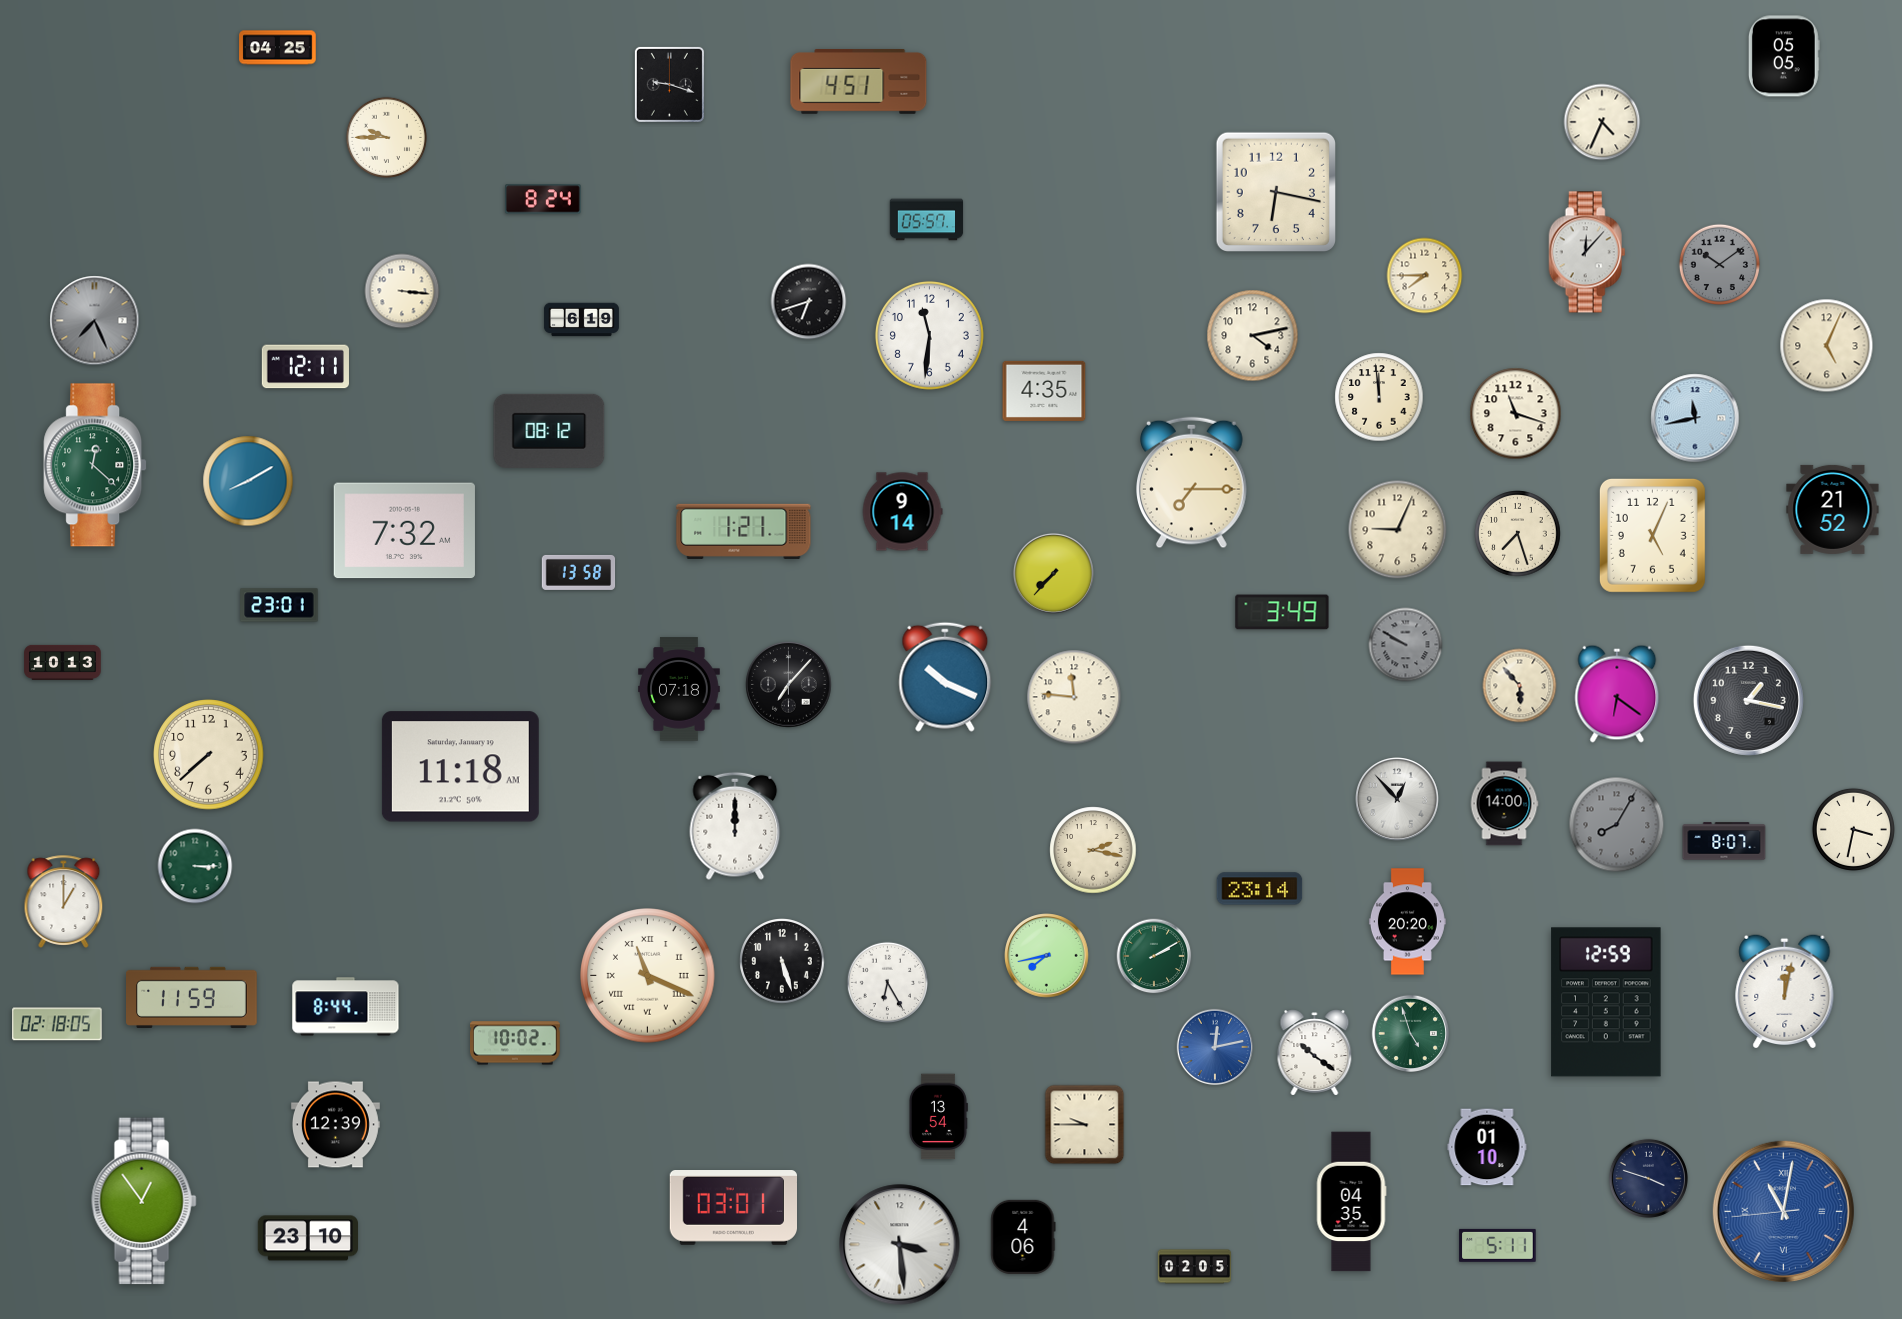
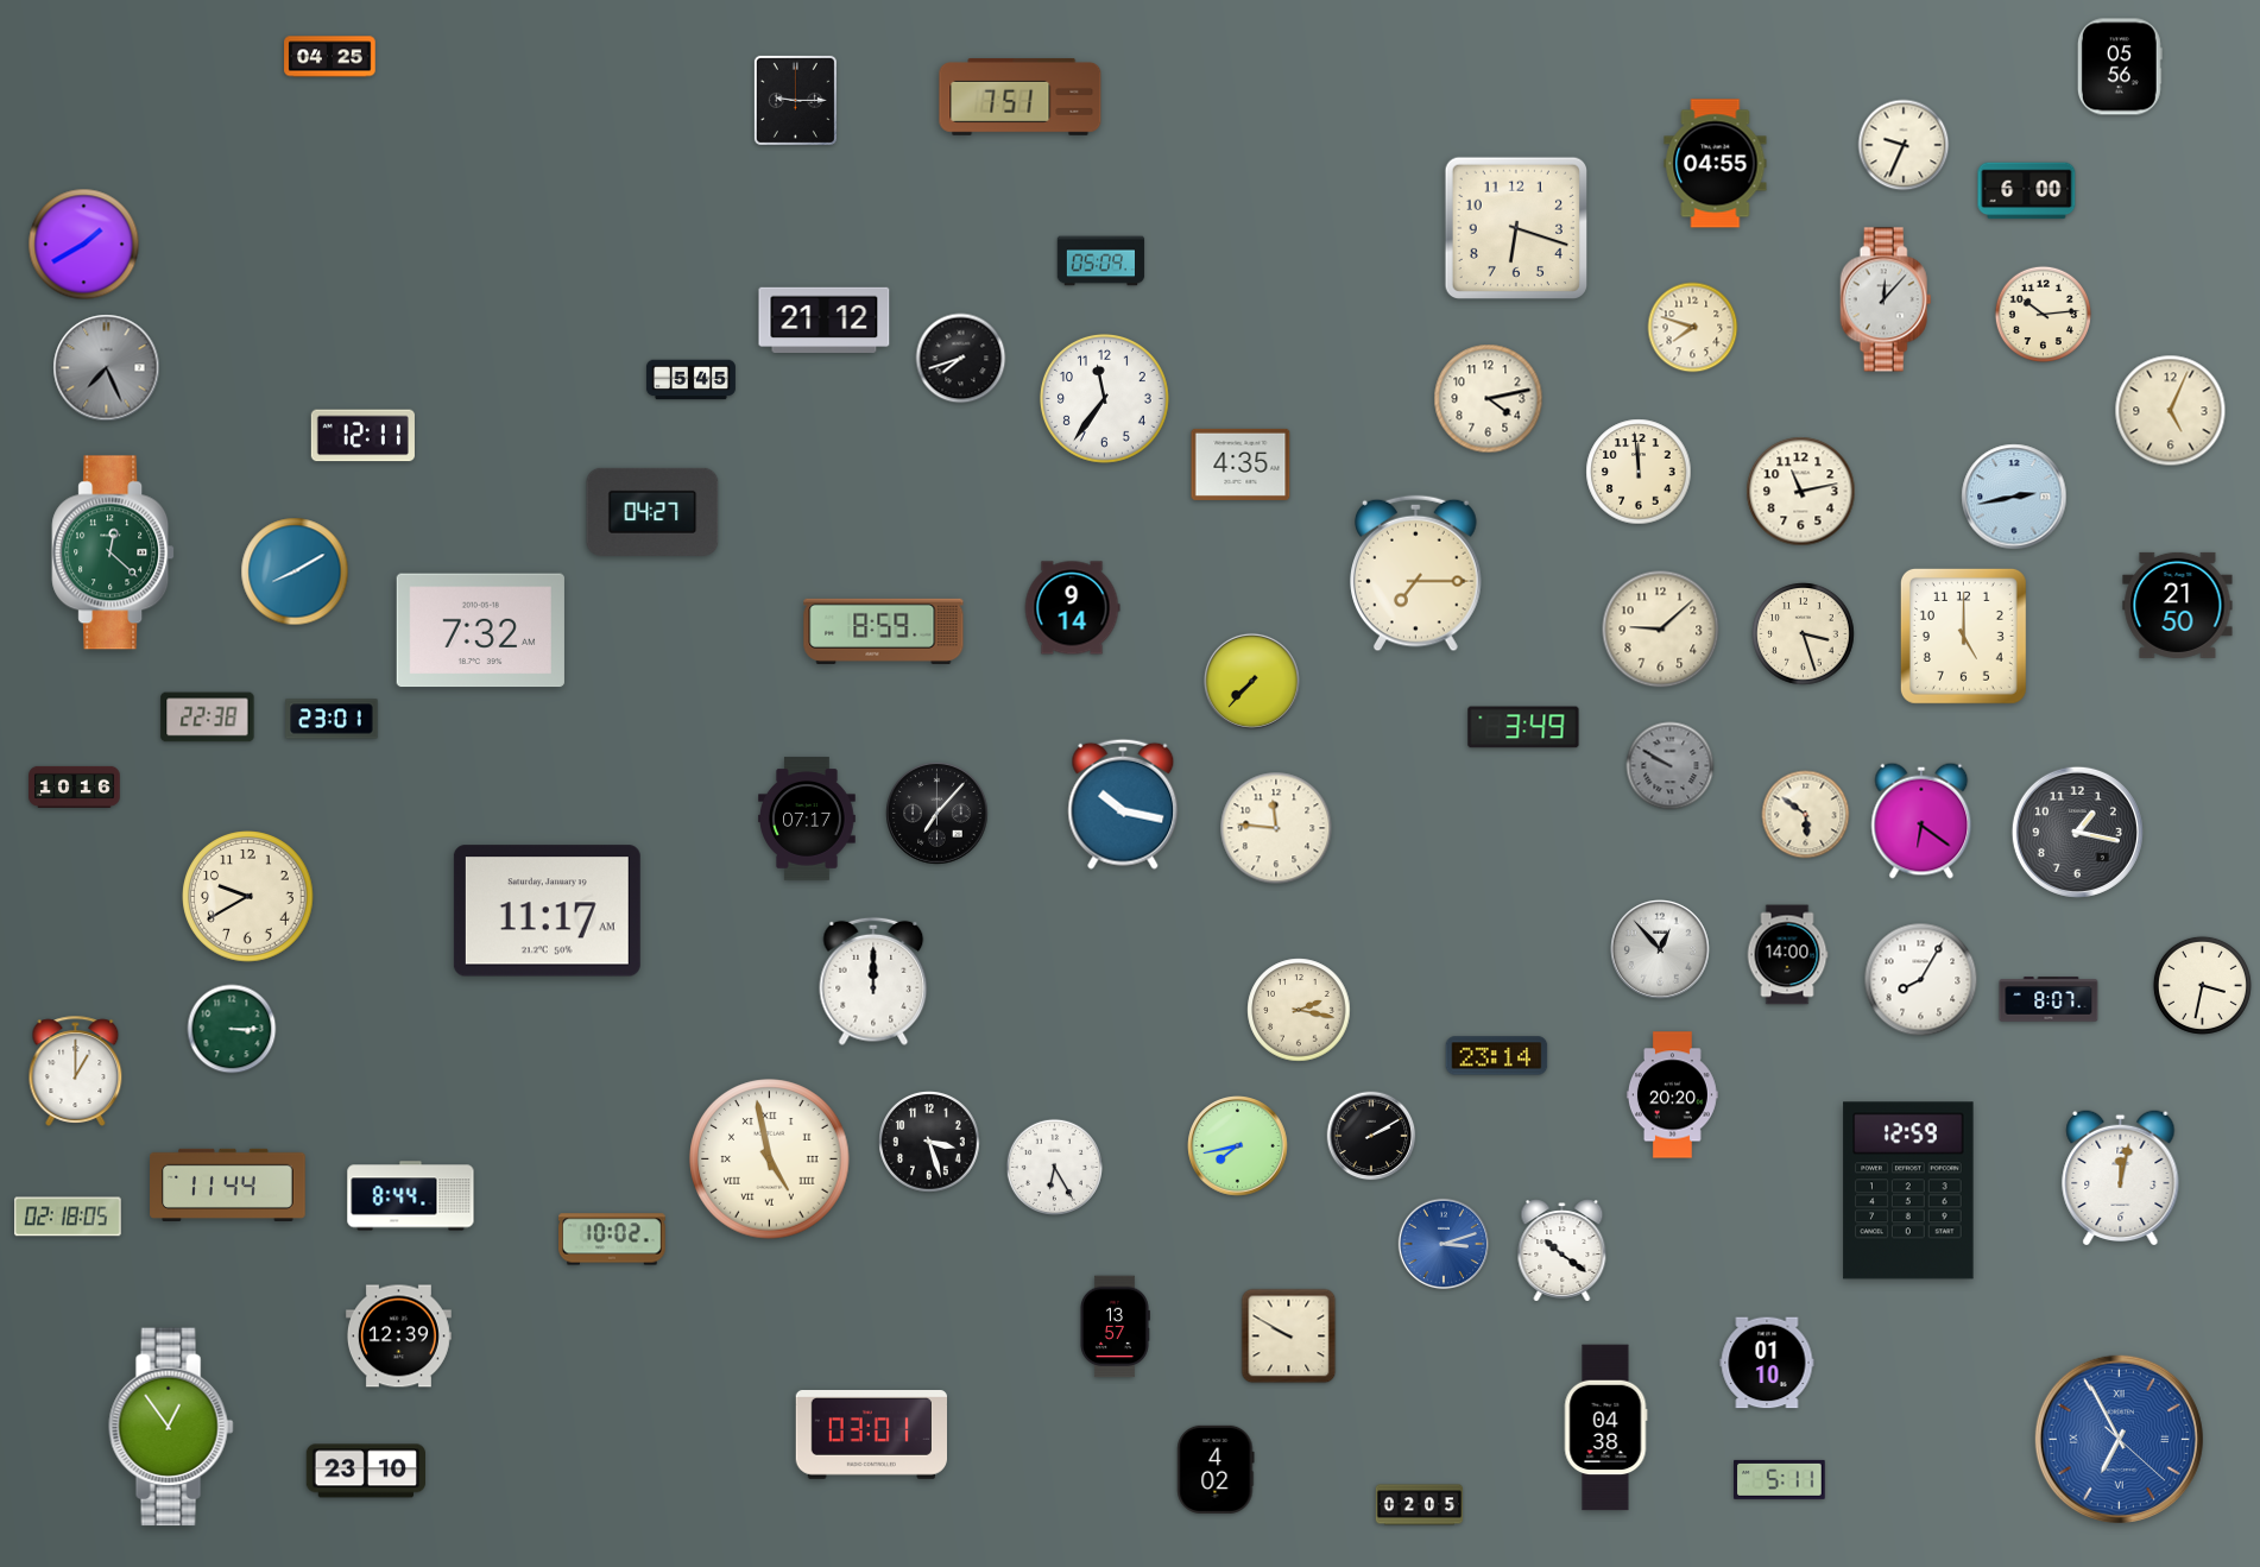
clock at (1784, 56): 05:05 -> 05:56
clock at (859, 81): 4:51 -> 7:51
clock at (669, 84): 9:18 -> 9:15
clock at (1602, 122): 4:34 -> 9:34
clock at (386, 137): 9:45 -> none
clock at (1716, 164): none -> 04:55
clock at (2027, 191): none -> 6:00
clock at (1275, 191): 6:17 -> 6:18
clock at (543, 199): 8:24 -> none
clock at (84, 245): none -> 1:40
clock at (927, 220): 05:57 -> 05:09
clock at (1719, 264): 10:09 -> 10:14
clock at (1719, 264) dial: grey -> cream
clock at (825, 321): none -> 21:12
clock at (1425, 276): 7:45 -> 7:48
clock at (402, 291): 3:16 -> none
clock at (809, 302): 6:42 -> 7:42
clock at (581, 320): 6:19 -> 5:45
clock at (95, 321) position: (95, 321) -> (107, 368)
clock at (929, 336): 11:31 -> 11:36
clock at (1516, 414): 11:18 -> 11:13
clock at (1695, 418): 11:43 -> 2:43
clock at (549, 431): 08:12 -> 04:27
clock at (1833, 509): 21:52 -> 21:50
clock at (1398, 530): 9:04 -> 9:08
clock at (744, 531): 1:21 -> 8:59
clock at (1518, 534): 7:27 -> 3:27
clock at (1652, 535): 5:04 -> 5:00
clock at (579, 572): 13:58 -> none
clock at (208, 718): none -> 22:38
clock at (63, 662): 10:13 -> 10:16
clock at (945, 677): 10:19 -> 10:17
clock at (1520, 686): 5:53 -> 5:51
clock at (679, 689): 07:18 -> 07:17
clock at (1617, 694) position: (1617, 694) -> (1921, 821)
clock at (209, 755): 7:38 -> 9:40
clock at (460, 767): 11:18 -> 11:17
clock at (1617, 825) dial: grey -> white
clock at (1047, 956) position: (1047, 956) -> (1238, 1146)
clock at (1154, 956) dial: green -> black
clock at (783, 962): 5:27 -> 3:27
clock at (648, 976): 11:19 -> 4:58
clock at (192, 997): 11:59 -> 11:44
clock at (1410, 1033): 4:57 -> none
clock at (1215, 1047): 12:13 -> 3:12
clock at (938, 1117): 13:54 -> 13:57
clock at (1085, 1125): 9:45 -> 9:50
clock at (1648, 1178): 3:48 -> none
clock at (1351, 1202): 04:35 -> 04:38
clock at (1783, 1211): 11:01 -> 6:55
clock at (1023, 1237): 4:06 -> 4:02
clock at (900, 1245): 3:29 -> none
